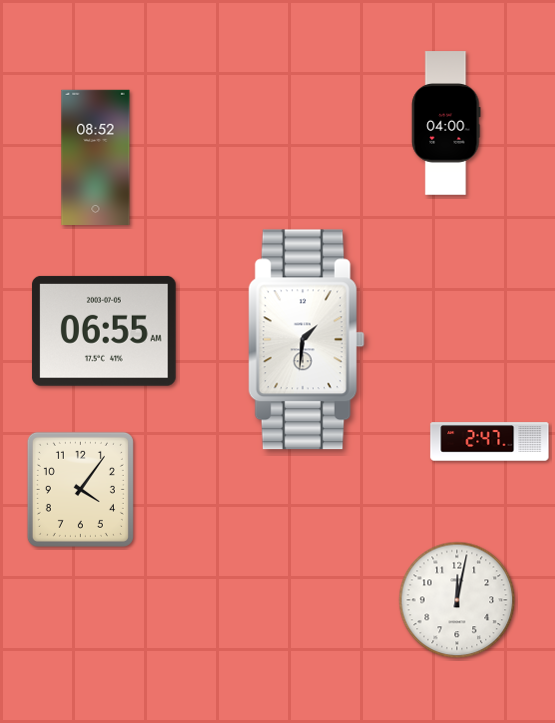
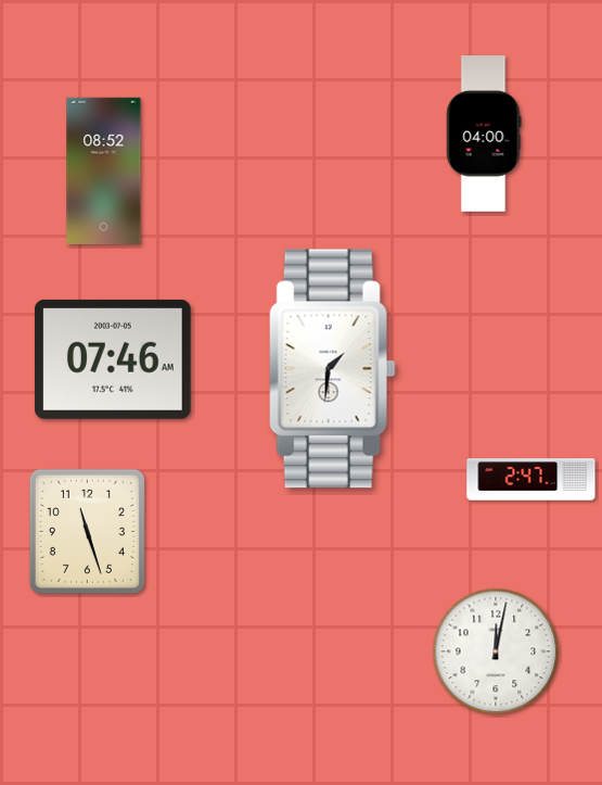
clock at (104, 331): 06:55 -> 07:46
clock at (80, 489): 4:06 -> 11:27
